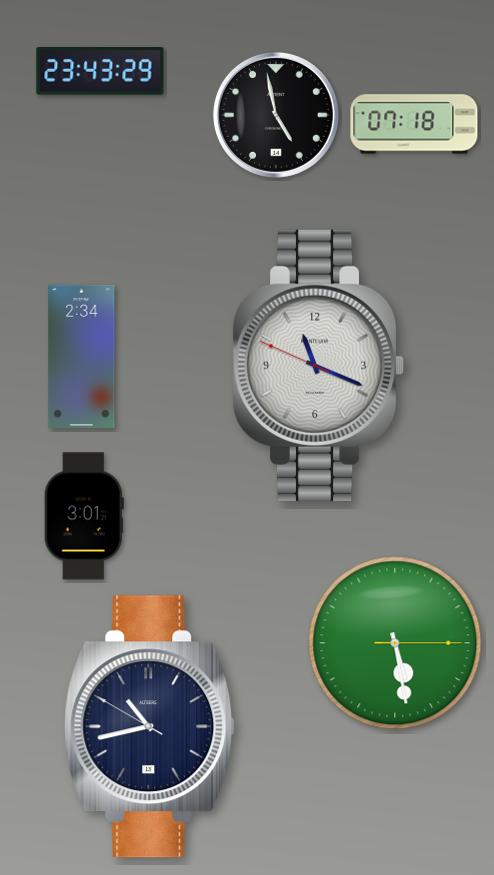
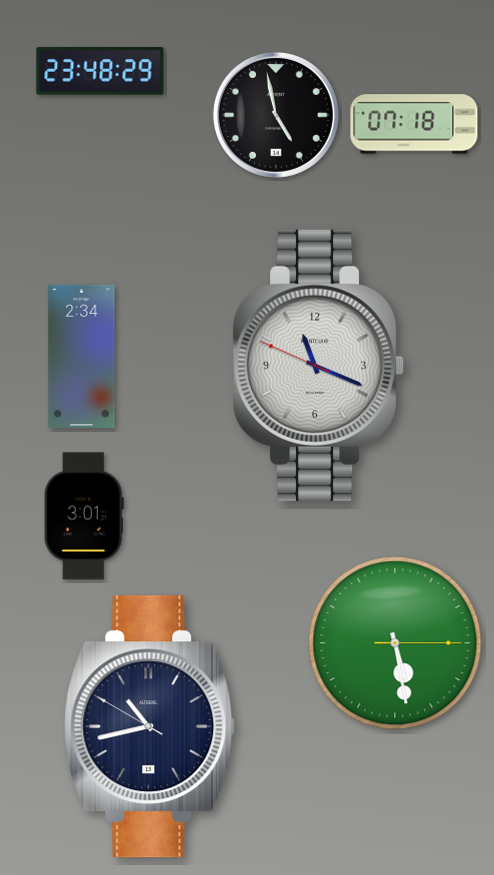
clock at (100, 71): 23:43 -> 23:48
